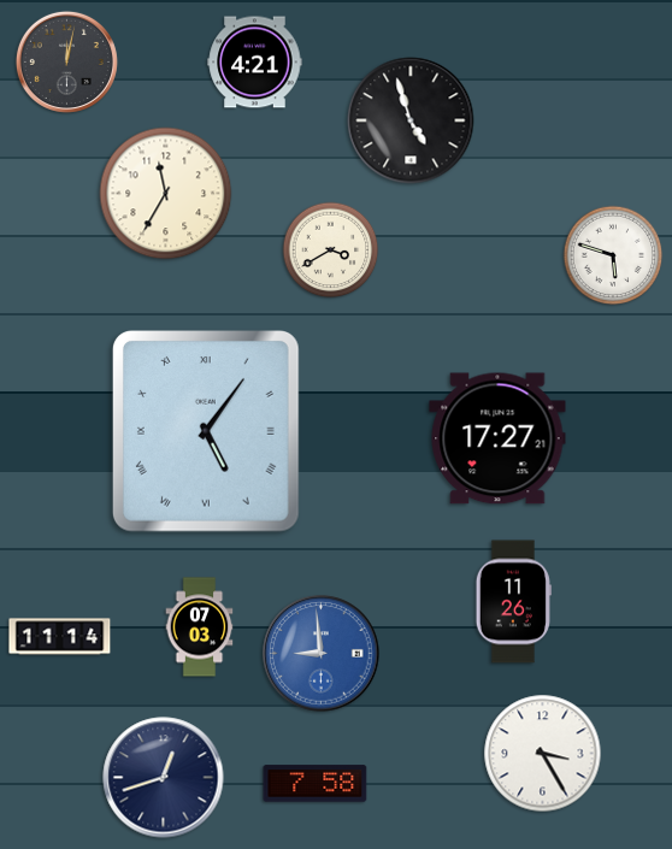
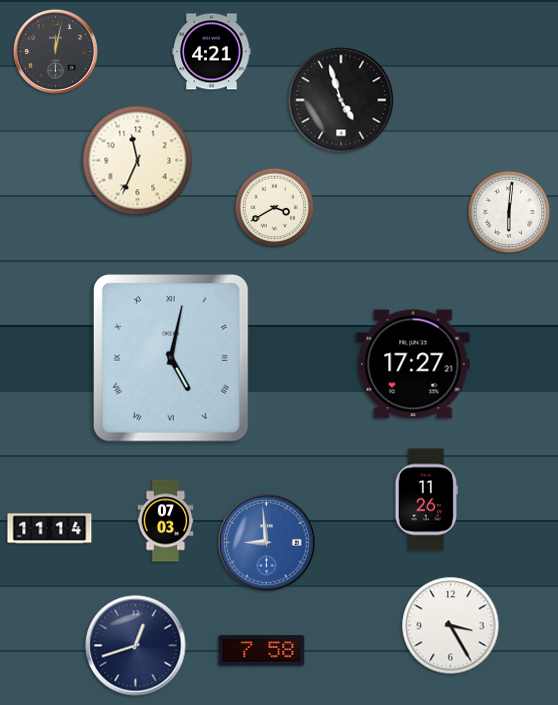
clock at (166, 194): 11:35 -> 11:34
clock at (613, 255): 5:48 -> 6:01
clock at (206, 432): 5:06 -> 5:02
